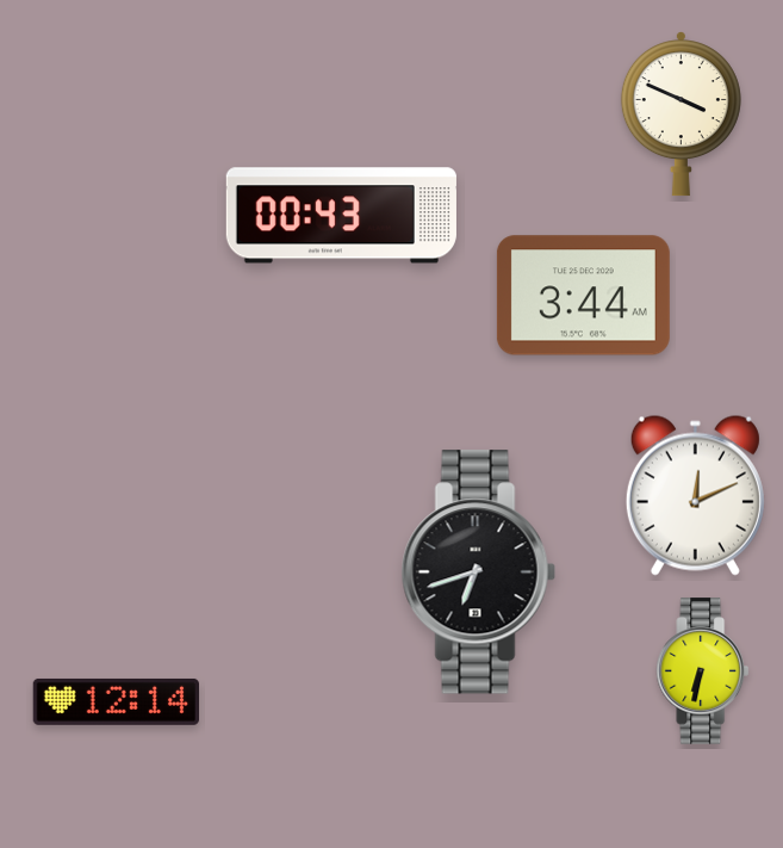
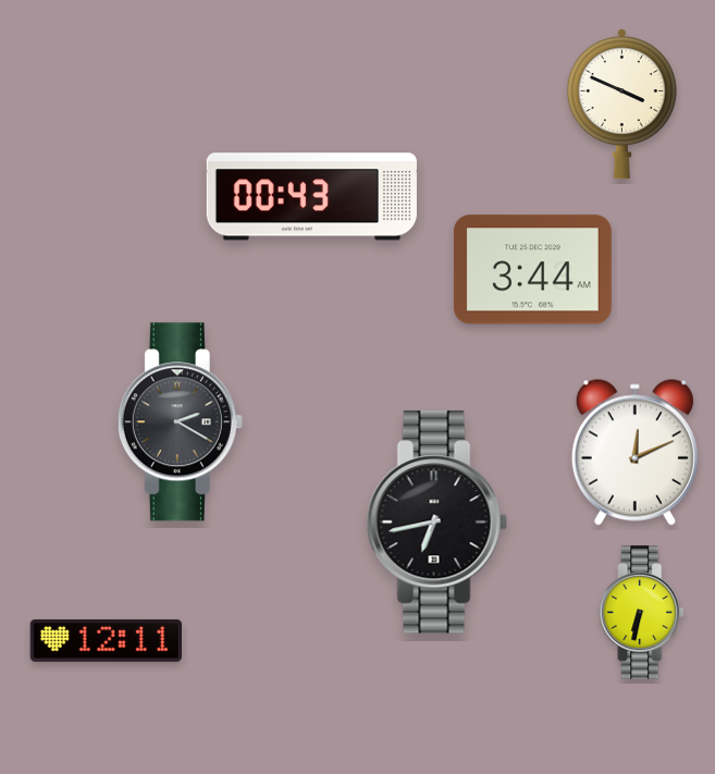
clock at (180, 422): none -> 2:20
clock at (478, 572): 6:42 -> 6:43
clock at (117, 701): 12:14 -> 12:11
